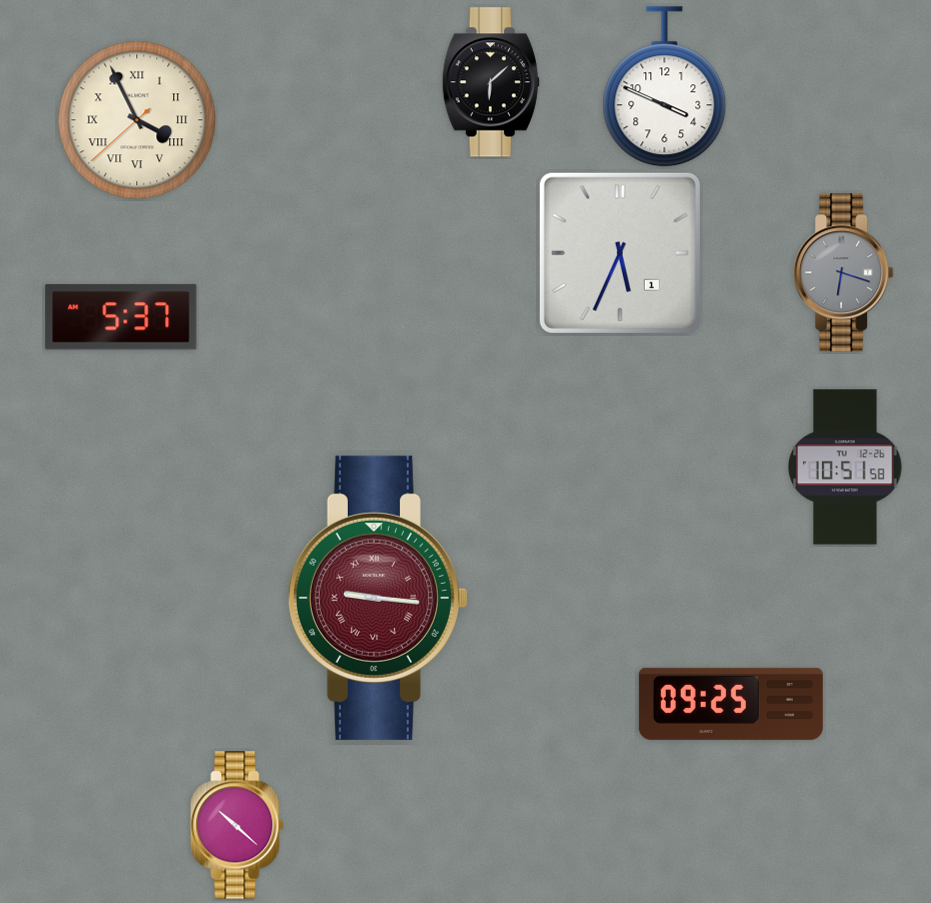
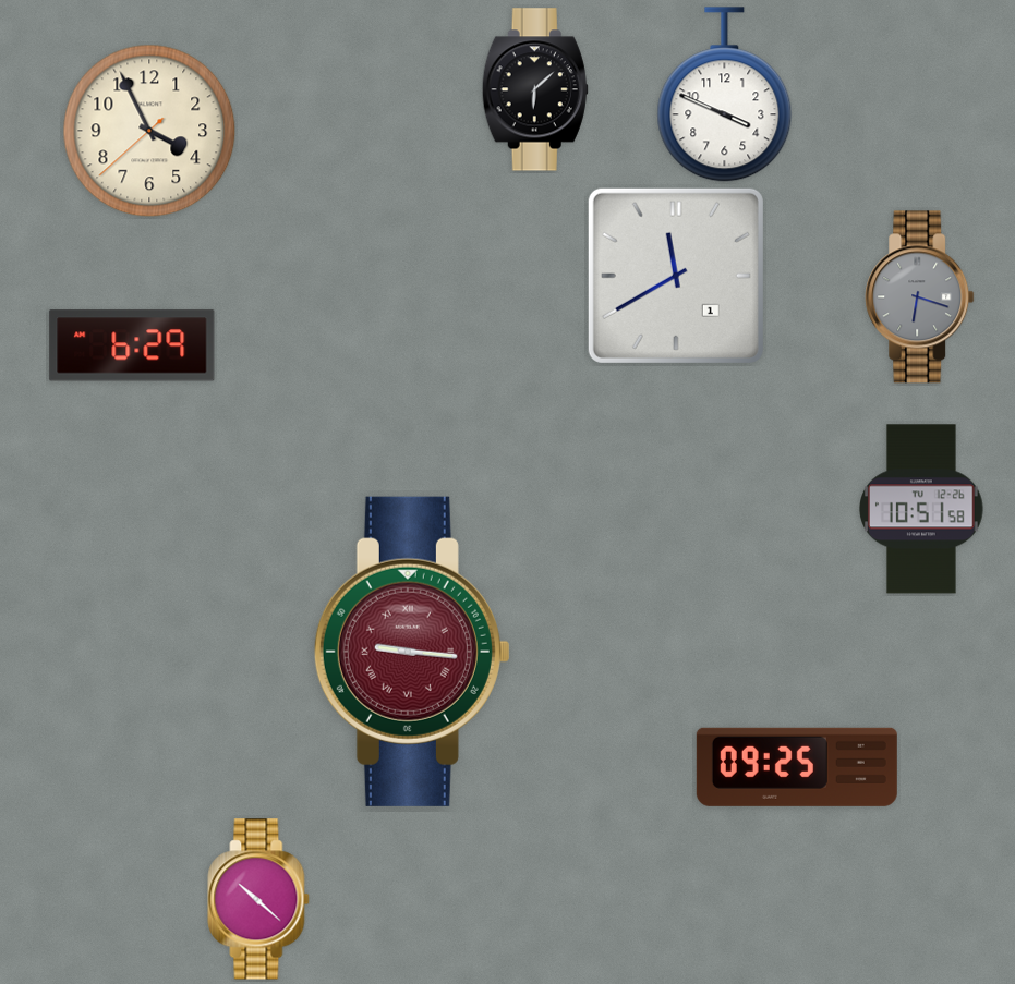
clock at (137, 120) numerals: Roman -> Arabic
clock at (620, 253): 5:34 -> 11:40
clock at (121, 317): 5:37 -> 6:29
